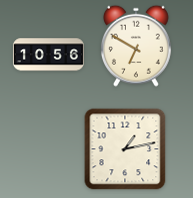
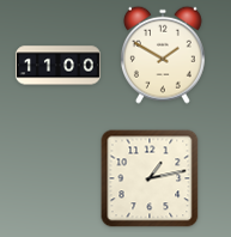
clock at (136, 46): 6:50 -> 1:50
clock at (48, 55): 10:56 -> 11:00
